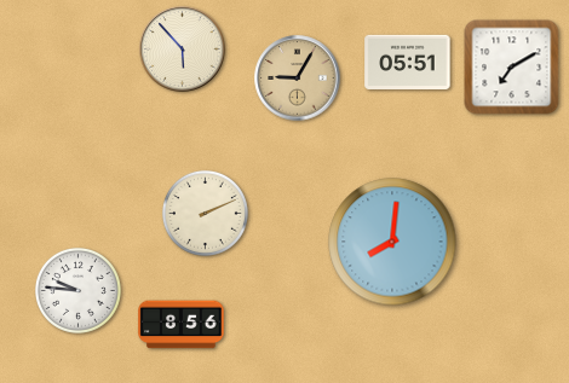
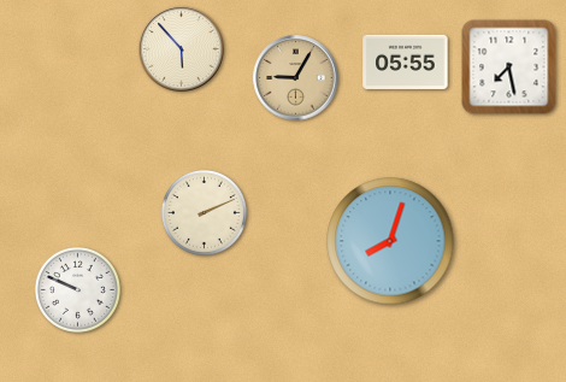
clock at (408, 62): 05:51 -> 05:55
clock at (512, 68): 7:10 -> 7:28
clock at (392, 242): 8:01 -> 8:03
clock at (77, 290): 9:46 -> 9:49
clock at (182, 325): 8:56 -> none
